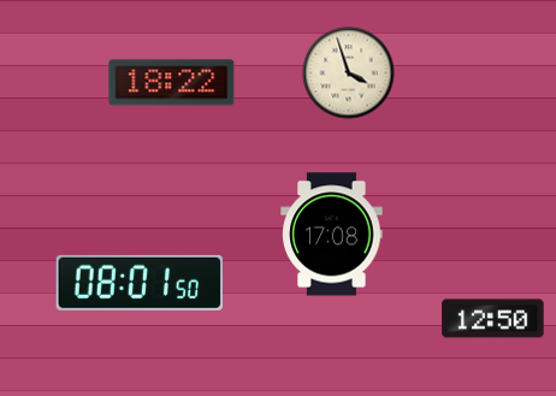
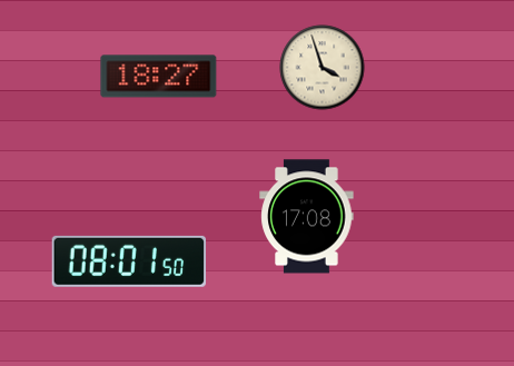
clock at (172, 83): 18:22 -> 18:27
clock at (493, 319): 12:50 -> none
